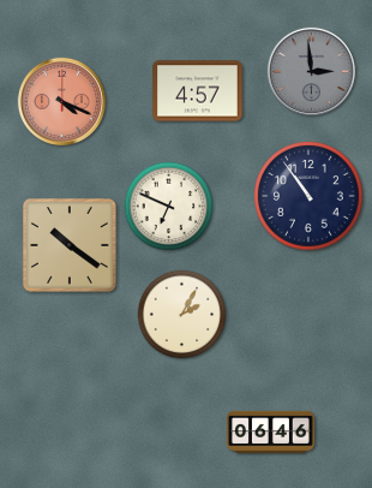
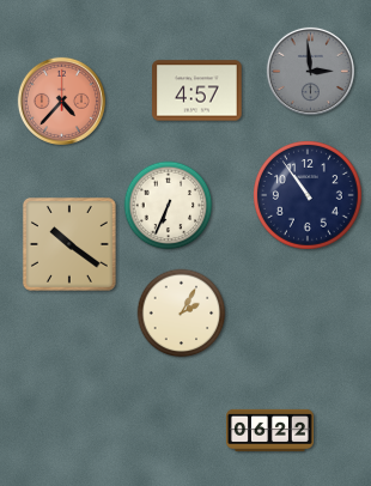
clock at (61, 101): 4:19 -> 4:37
clock at (169, 207): 6:49 -> 6:34
clock at (271, 432): 06:46 -> 06:22
